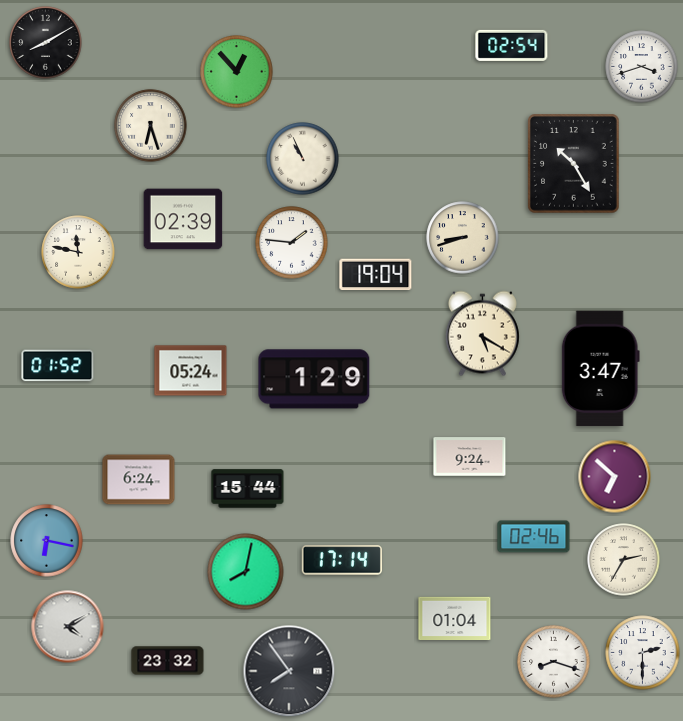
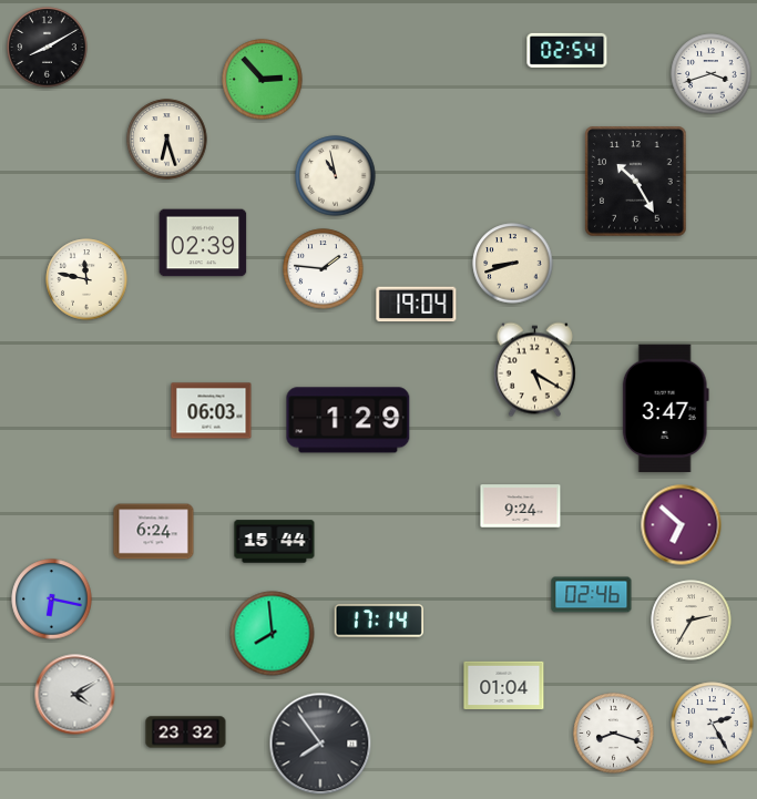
clock at (46, 43) position: (46, 43) -> (48, 48)
clock at (237, 72): 12:53 -> 2:53
clock at (303, 159): 10:56 -> 10:58
clock at (58, 366): 01:52 -> none
clock at (191, 371): 05:24 -> 06:03
clock at (615, 477) position: (615, 477) -> (682, 525)
clock at (246, 572): 8:02 -> 7:59
clock at (643, 653): 2:30 -> 2:25
